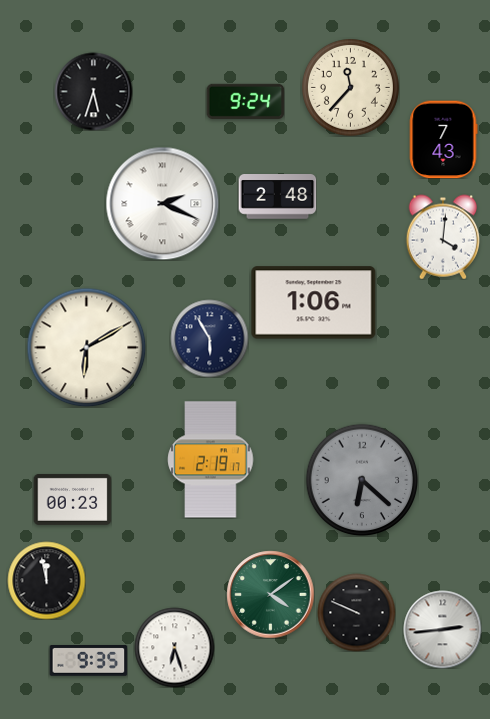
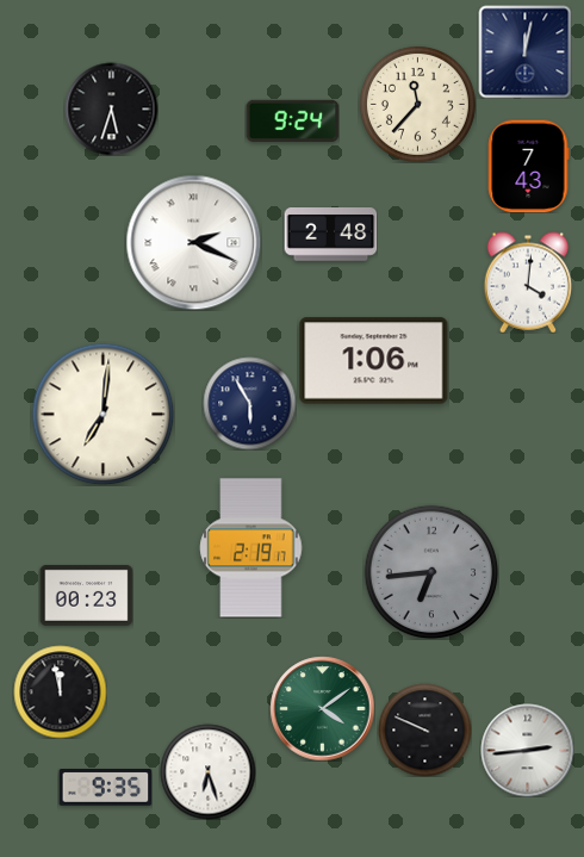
clock at (524, 51): none -> 12:02
clock at (86, 347): 6:10 -> 7:01
clock at (362, 480): 6:22 -> 6:44
clock at (46, 580) position: (46, 580) -> (60, 691)
